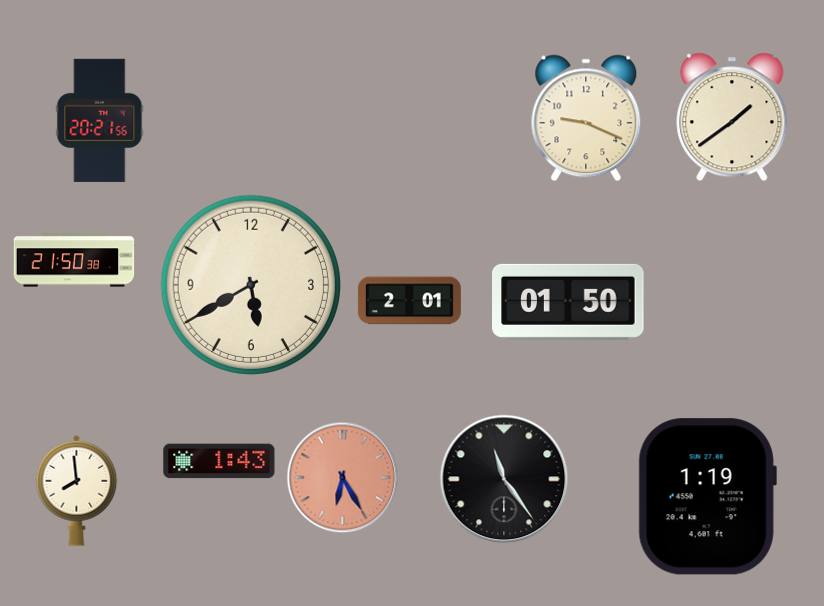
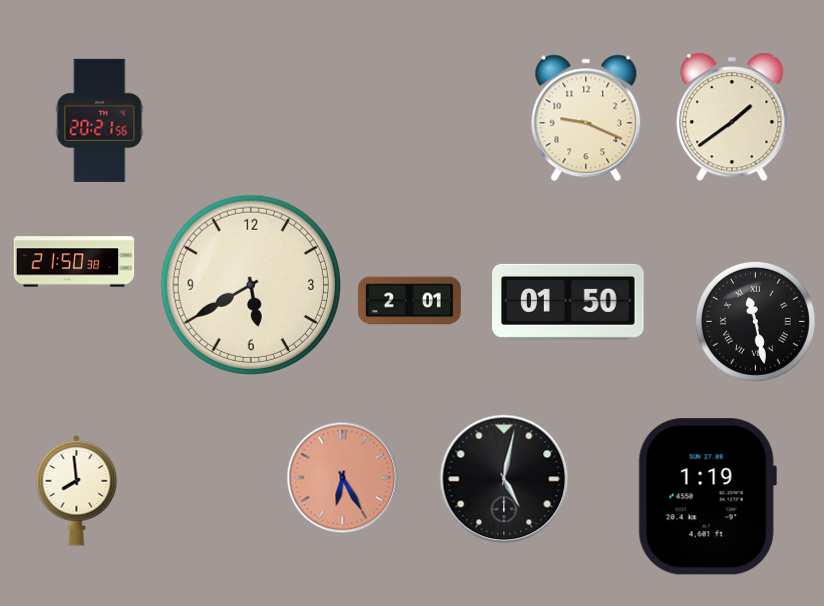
clock at (755, 321): none -> 11:28
clock at (219, 461): 1:43 -> none
clock at (504, 479): 11:24 -> 5:02
